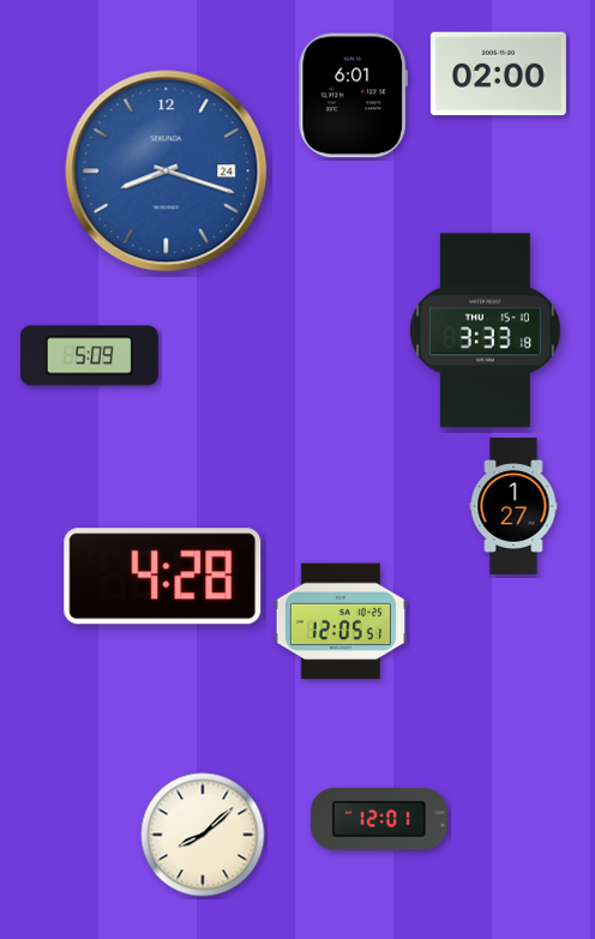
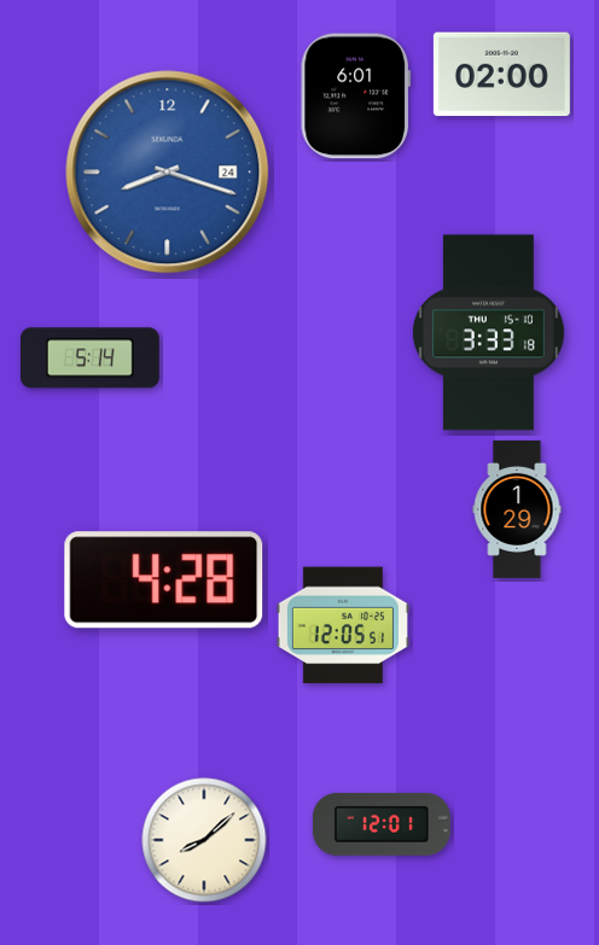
clock at (89, 356): 5:09 -> 5:14
clock at (513, 506): 1:27 -> 1:29
